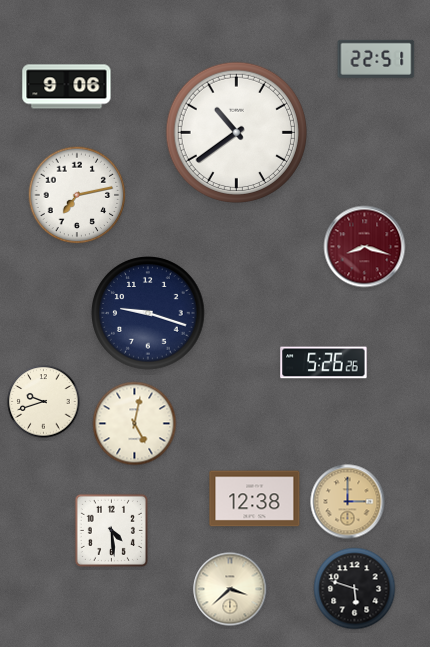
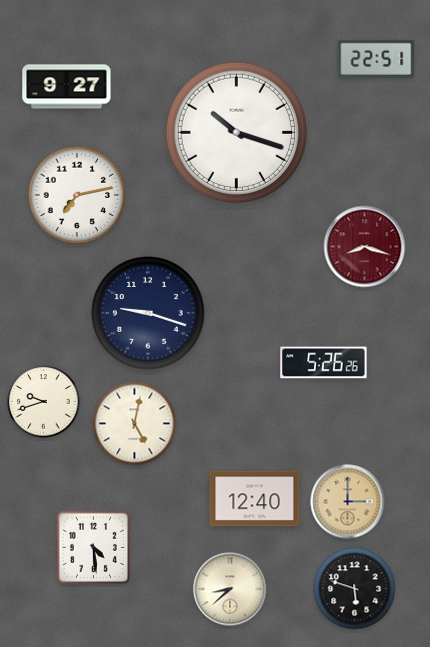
clock at (67, 87): 9:06 -> 9:27
clock at (236, 132): 10:39 -> 10:18
clock at (255, 499): 12:38 -> 12:40
clock at (111, 530) position: (111, 530) -> (93, 547)
clock at (230, 589): 3:38 -> 8:38
